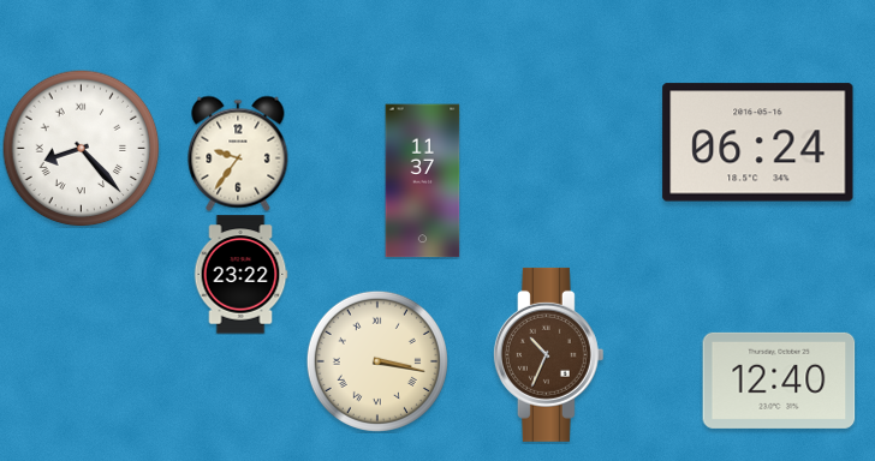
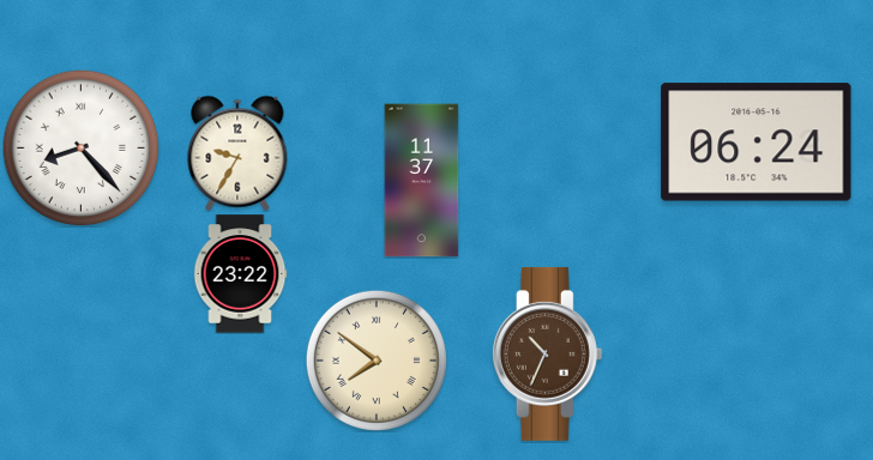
clock at (238, 154): 9:36 -> 9:35
clock at (377, 361): 3:17 -> 7:51
clock at (779, 381): 12:40 -> none
